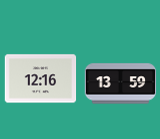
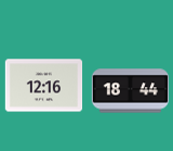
clock at (121, 84): 13:59 -> 18:44
